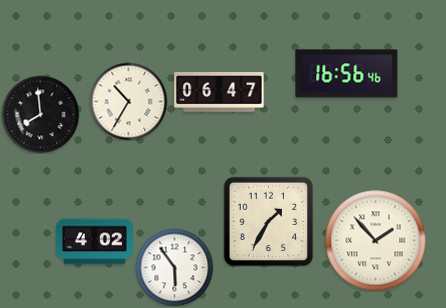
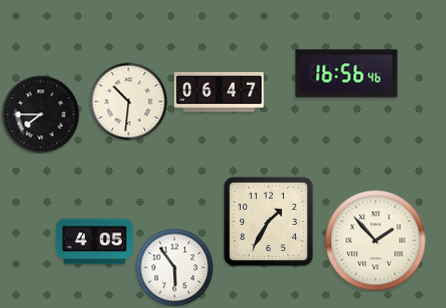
clock at (128, 101): 10:35 -> 10:31
clock at (40, 114): 7:59 -> 7:45
clock at (94, 242): 4:02 -> 4:05
